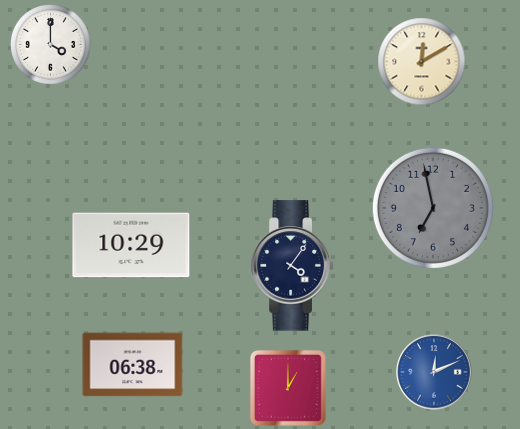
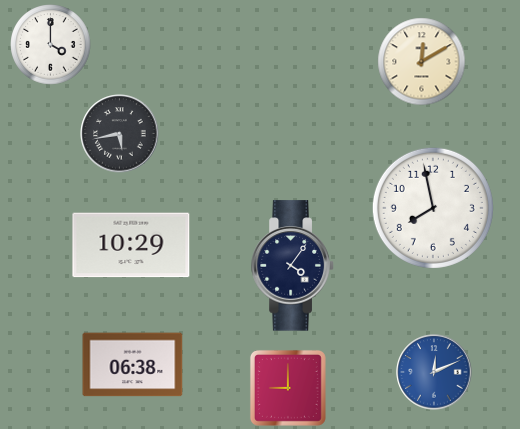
clock at (120, 134): none -> 5:43
clock at (433, 208): 6:58 -> 7:58
clock at (433, 208) dial: grey -> white
clock at (288, 388): 1:00 -> 9:00
